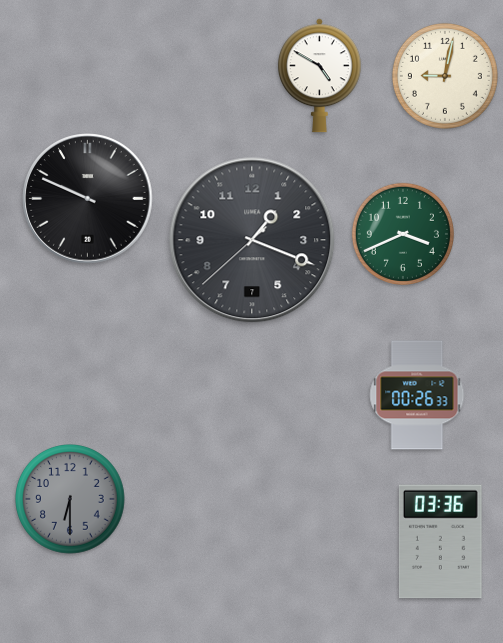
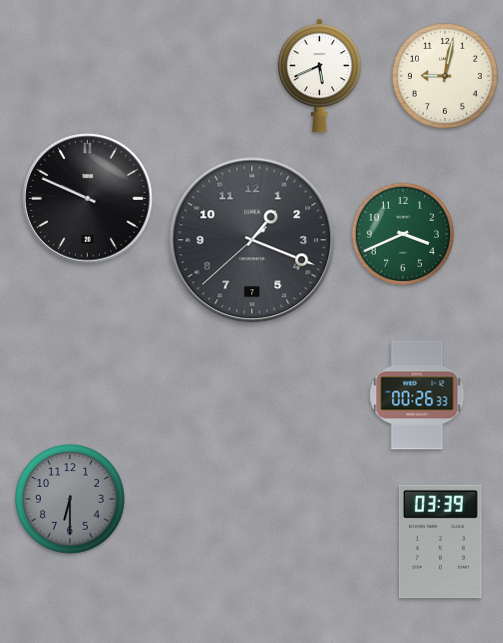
clock at (319, 76): 4:50 -> 5:41
clock at (440, 542): 03:36 -> 03:39
